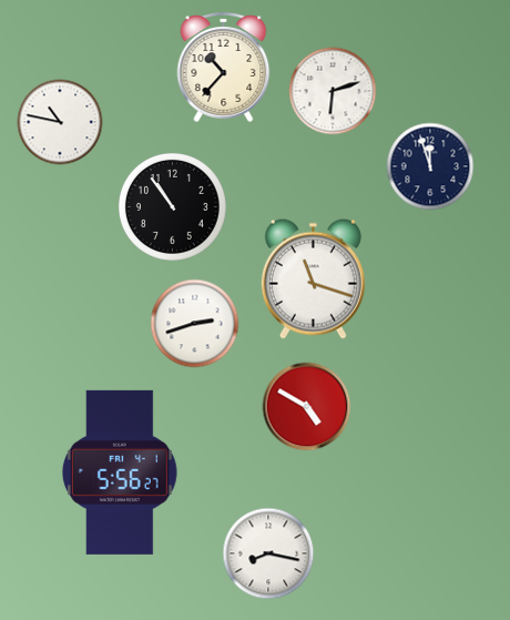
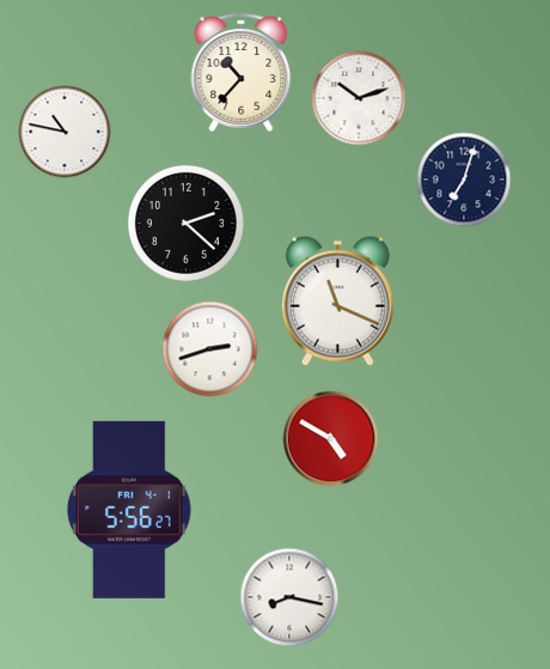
clock at (333, 91): 6:12 -> 10:12
clock at (430, 166): 11:57 -> 7:03
clock at (172, 206): 10:54 -> 2:22
clock at (313, 278): 11:18 -> 11:19
